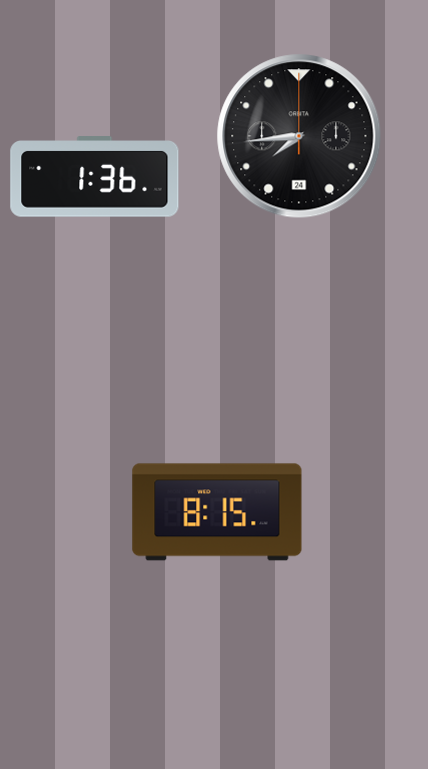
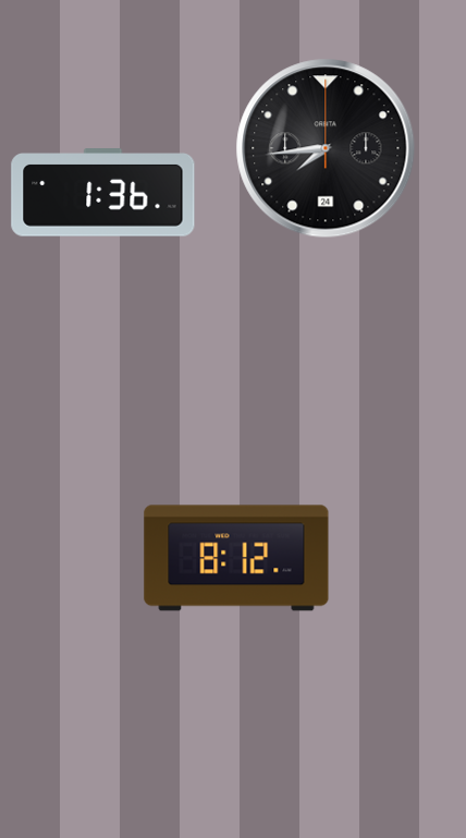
clock at (217, 512): 8:15 -> 8:12
